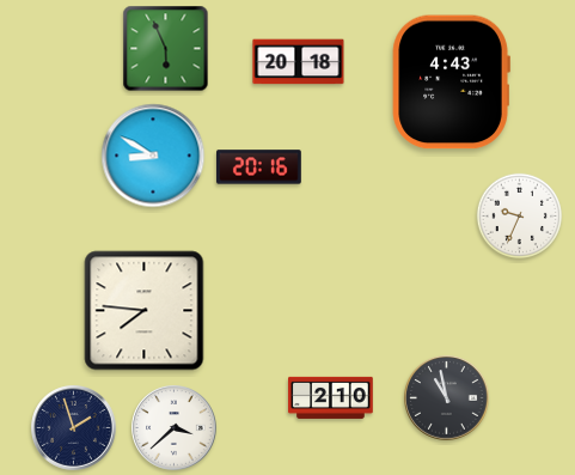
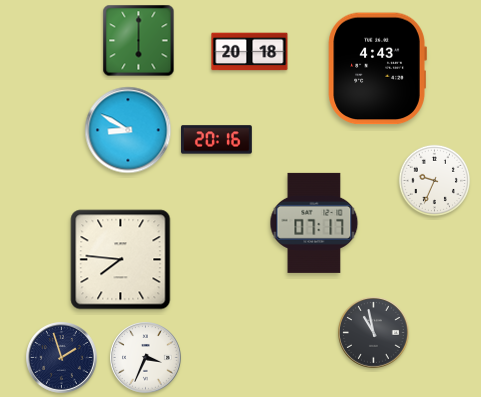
clock at (166, 49): 5:56 -> 6:00
clock at (314, 223): none -> 07:17
clock at (331, 397): 2:10 -> none
clock at (175, 428): 3:38 -> 3:34
